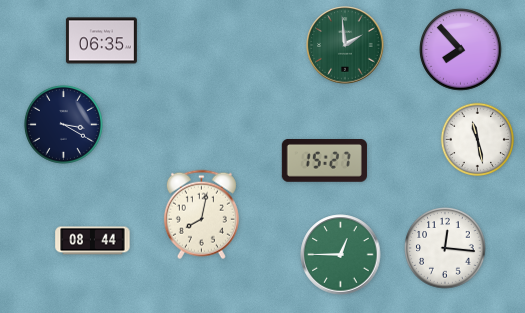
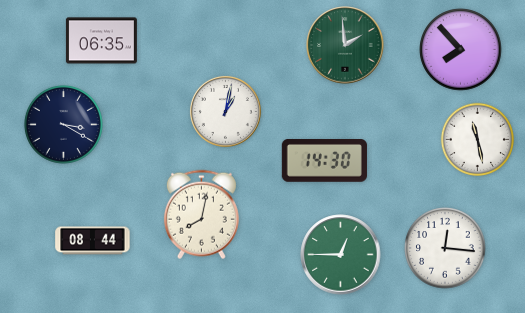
clock at (225, 111): none -> 1:02
clock at (324, 161): 15:27 -> 14:30
